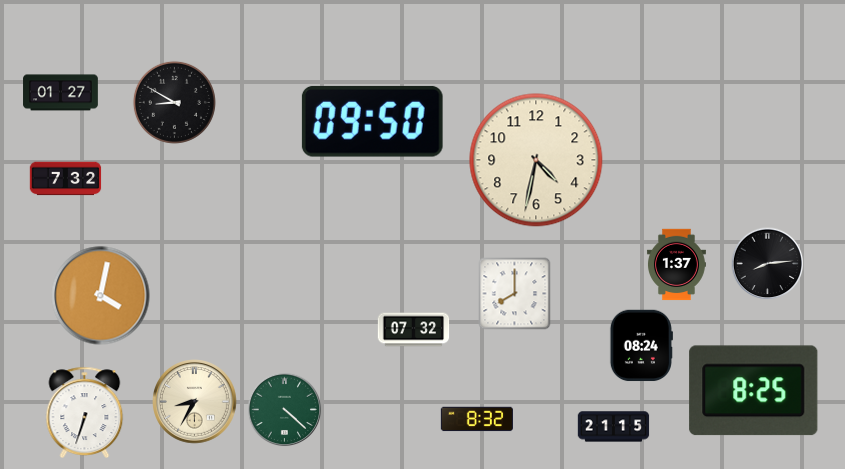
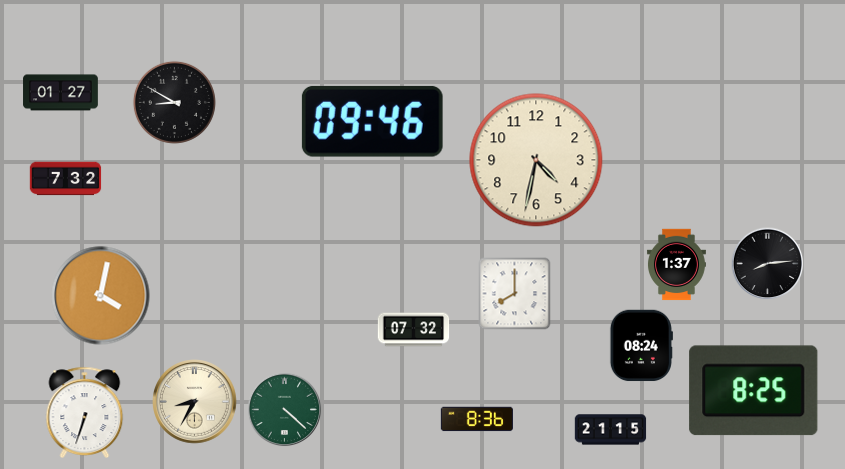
clock at (372, 121): 09:50 -> 09:46
clock at (477, 419): 8:32 -> 8:36
clock at (614, 427) position: (614, 427) -> (611, 430)
